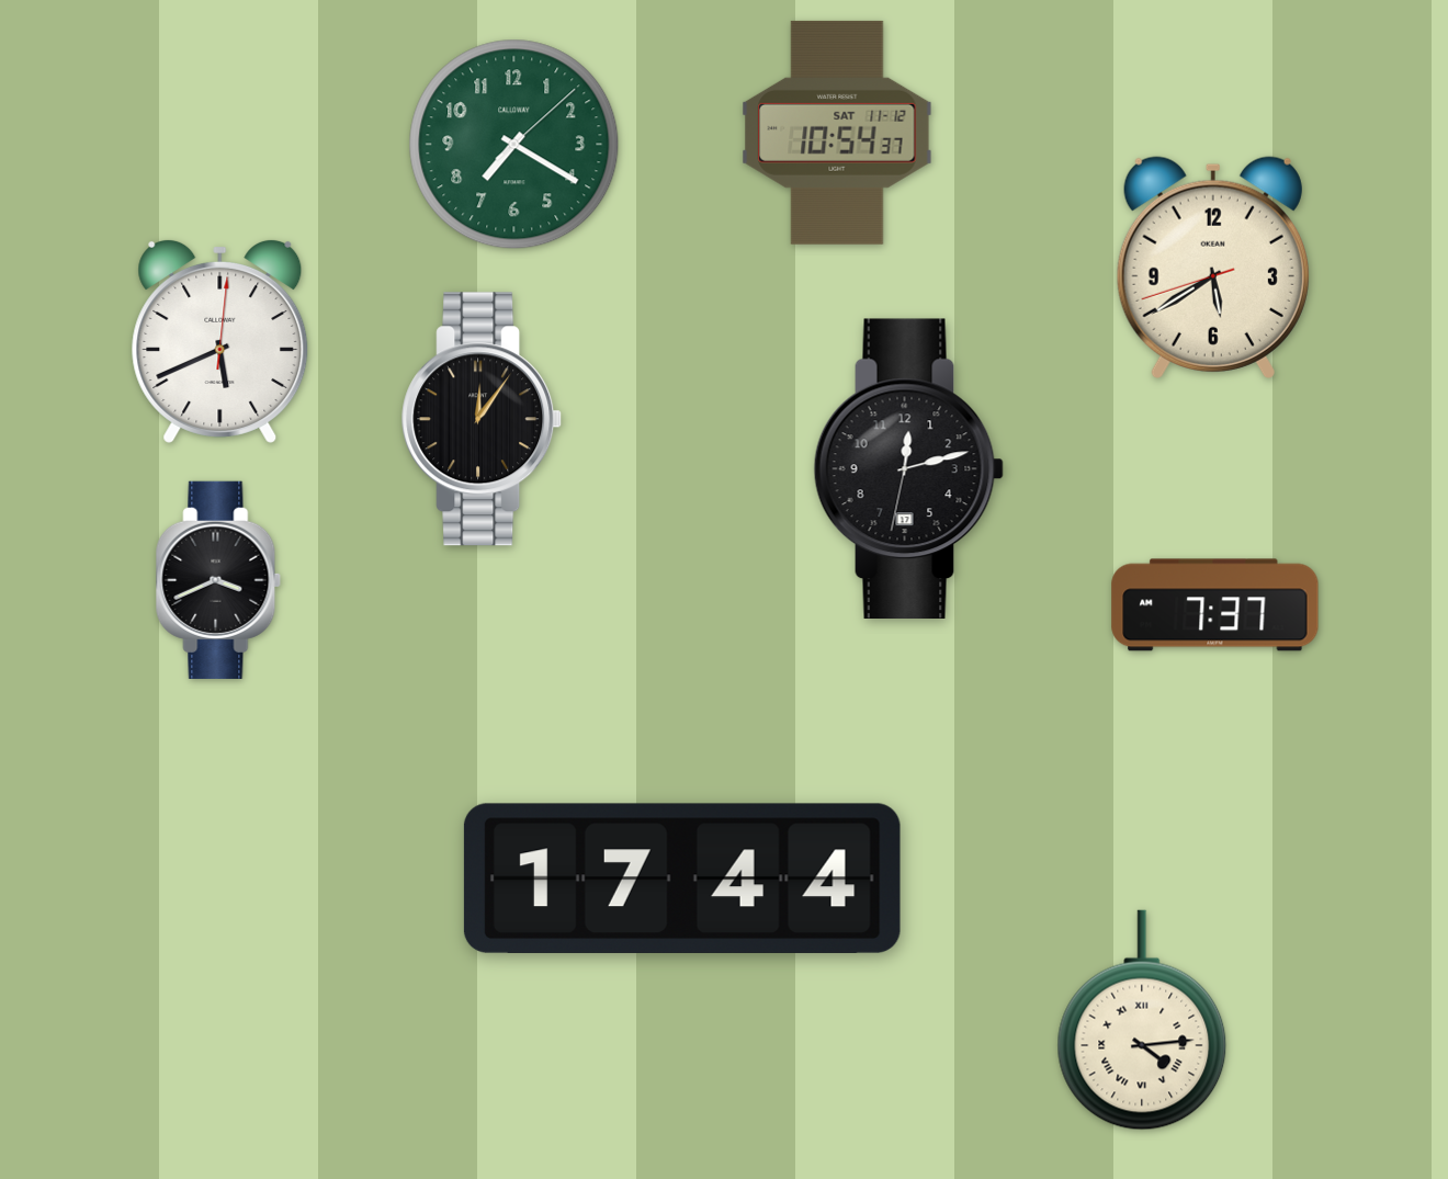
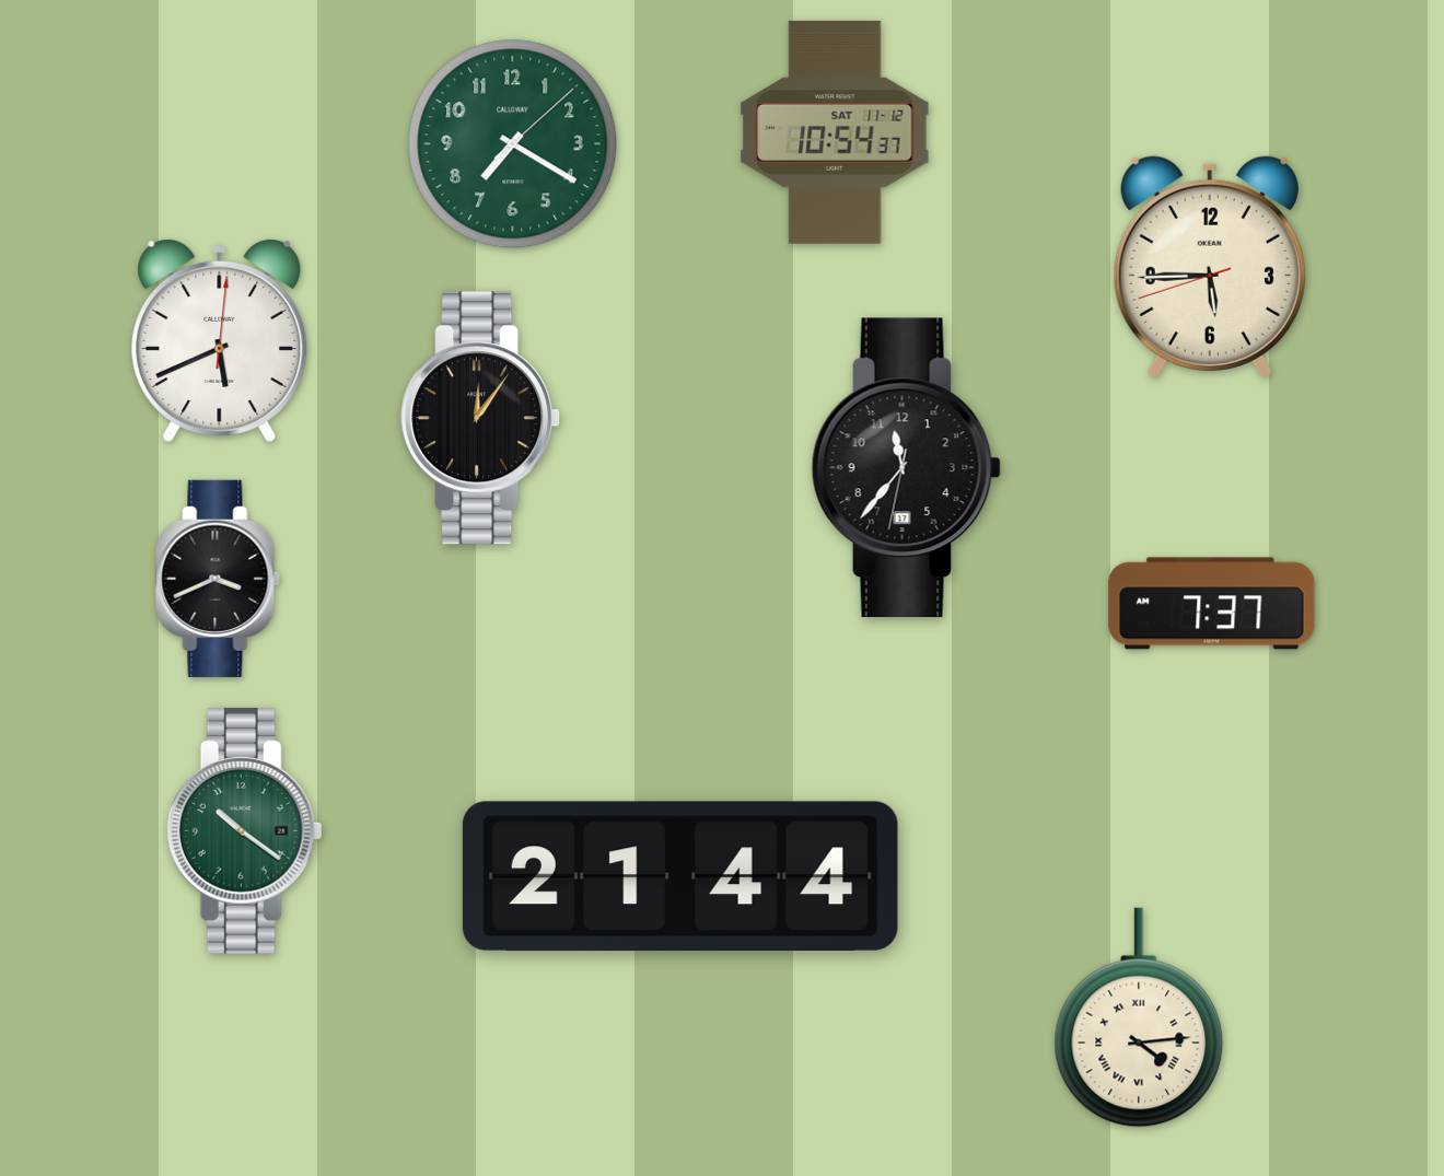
clock at (1213, 268): 5:39 -> 5:44
clock at (908, 468): 12:12 -> 11:36
clock at (244, 830): none -> 10:21
clock at (682, 878): 17:44 -> 21:44
